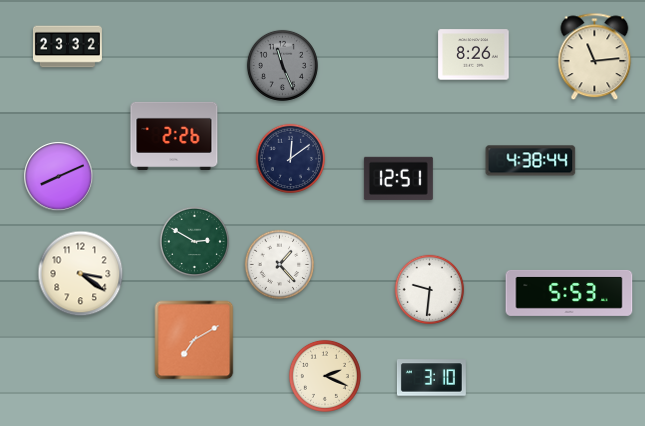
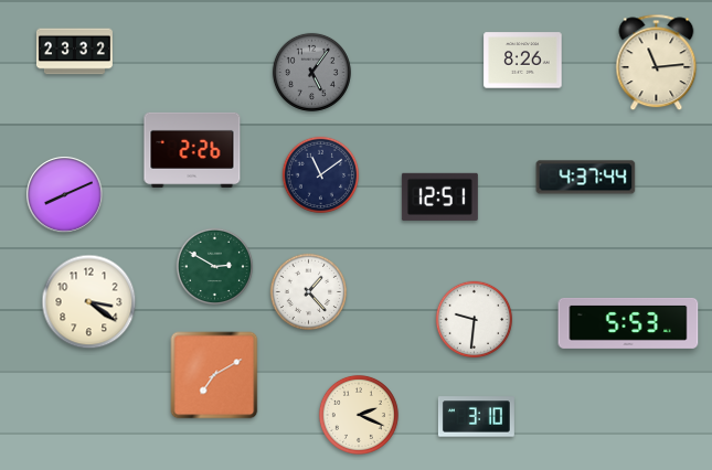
clock at (282, 65): 11:26 -> 5:06
clock at (291, 159): 12:09 -> 11:09
clock at (531, 161): 4:38 -> 4:37
